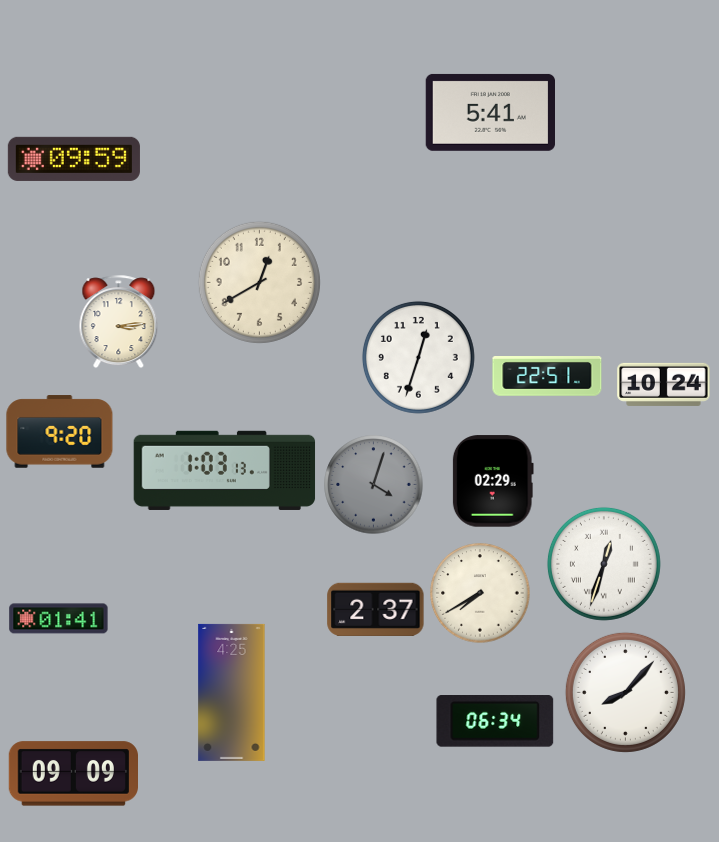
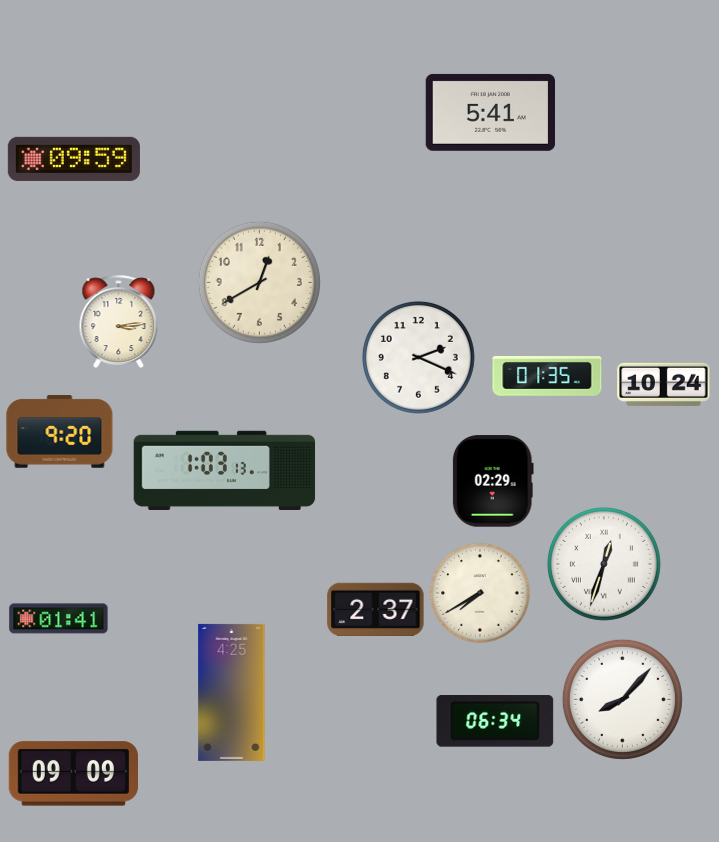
clock at (418, 357): 12:33 -> 2:19
clock at (547, 376): 22:51 -> 01:35
clock at (374, 485): 4:03 -> none
clock at (625, 692) position: (625, 692) -> (622, 699)
